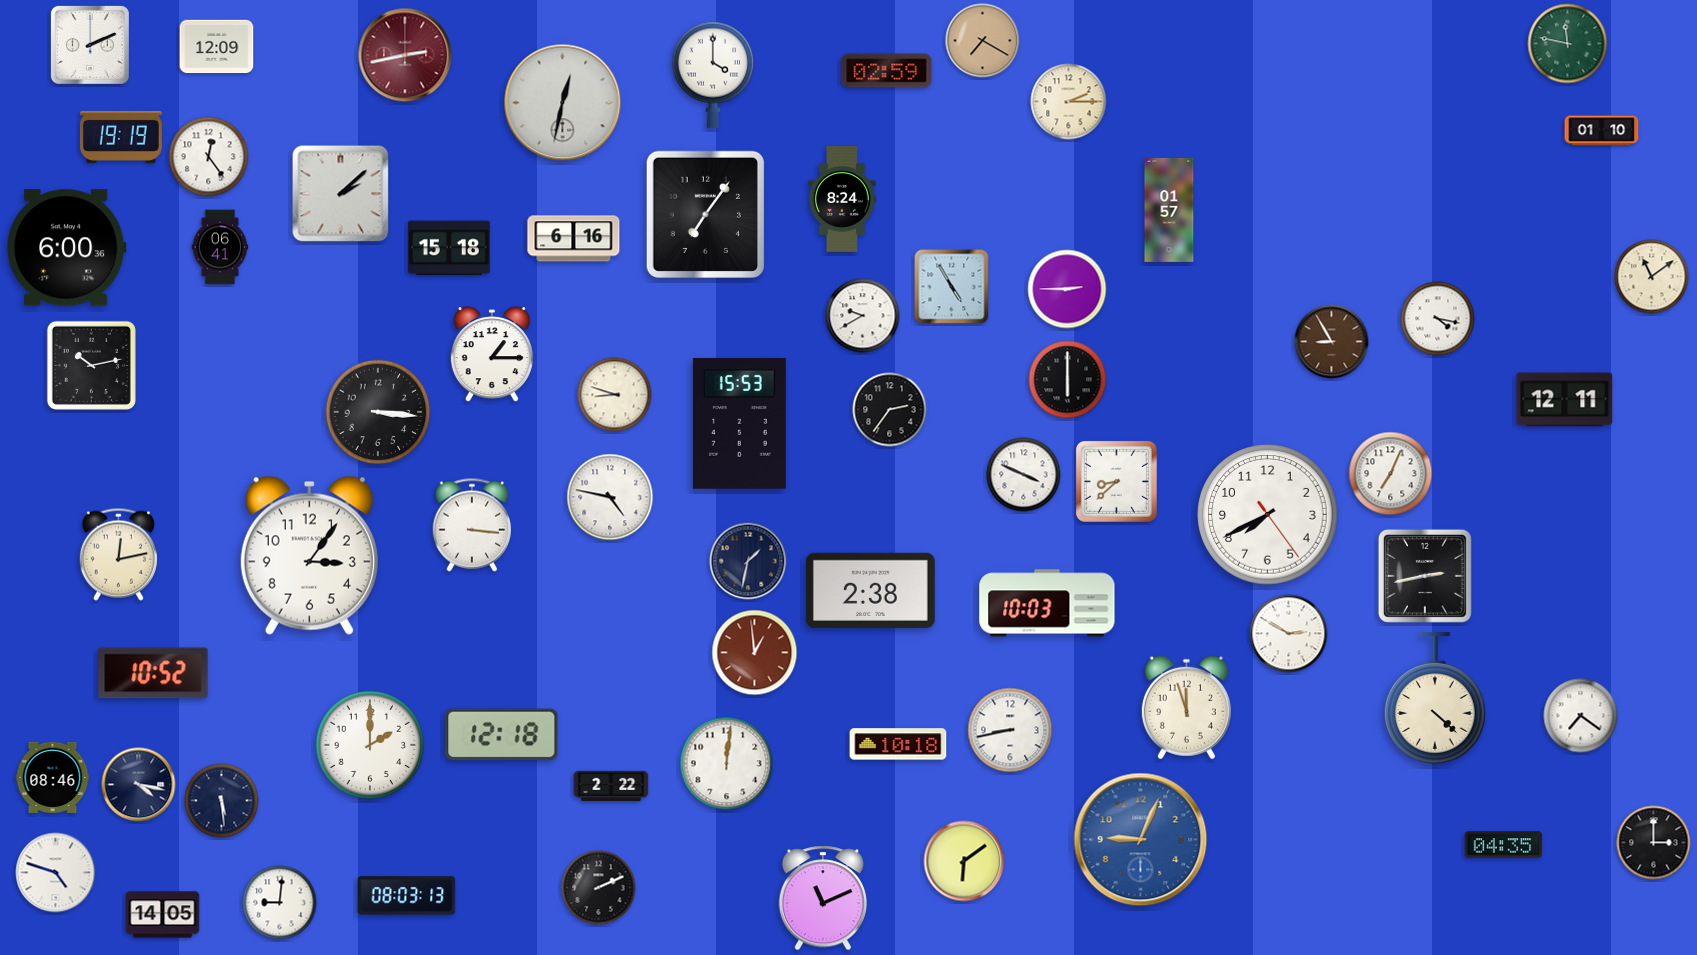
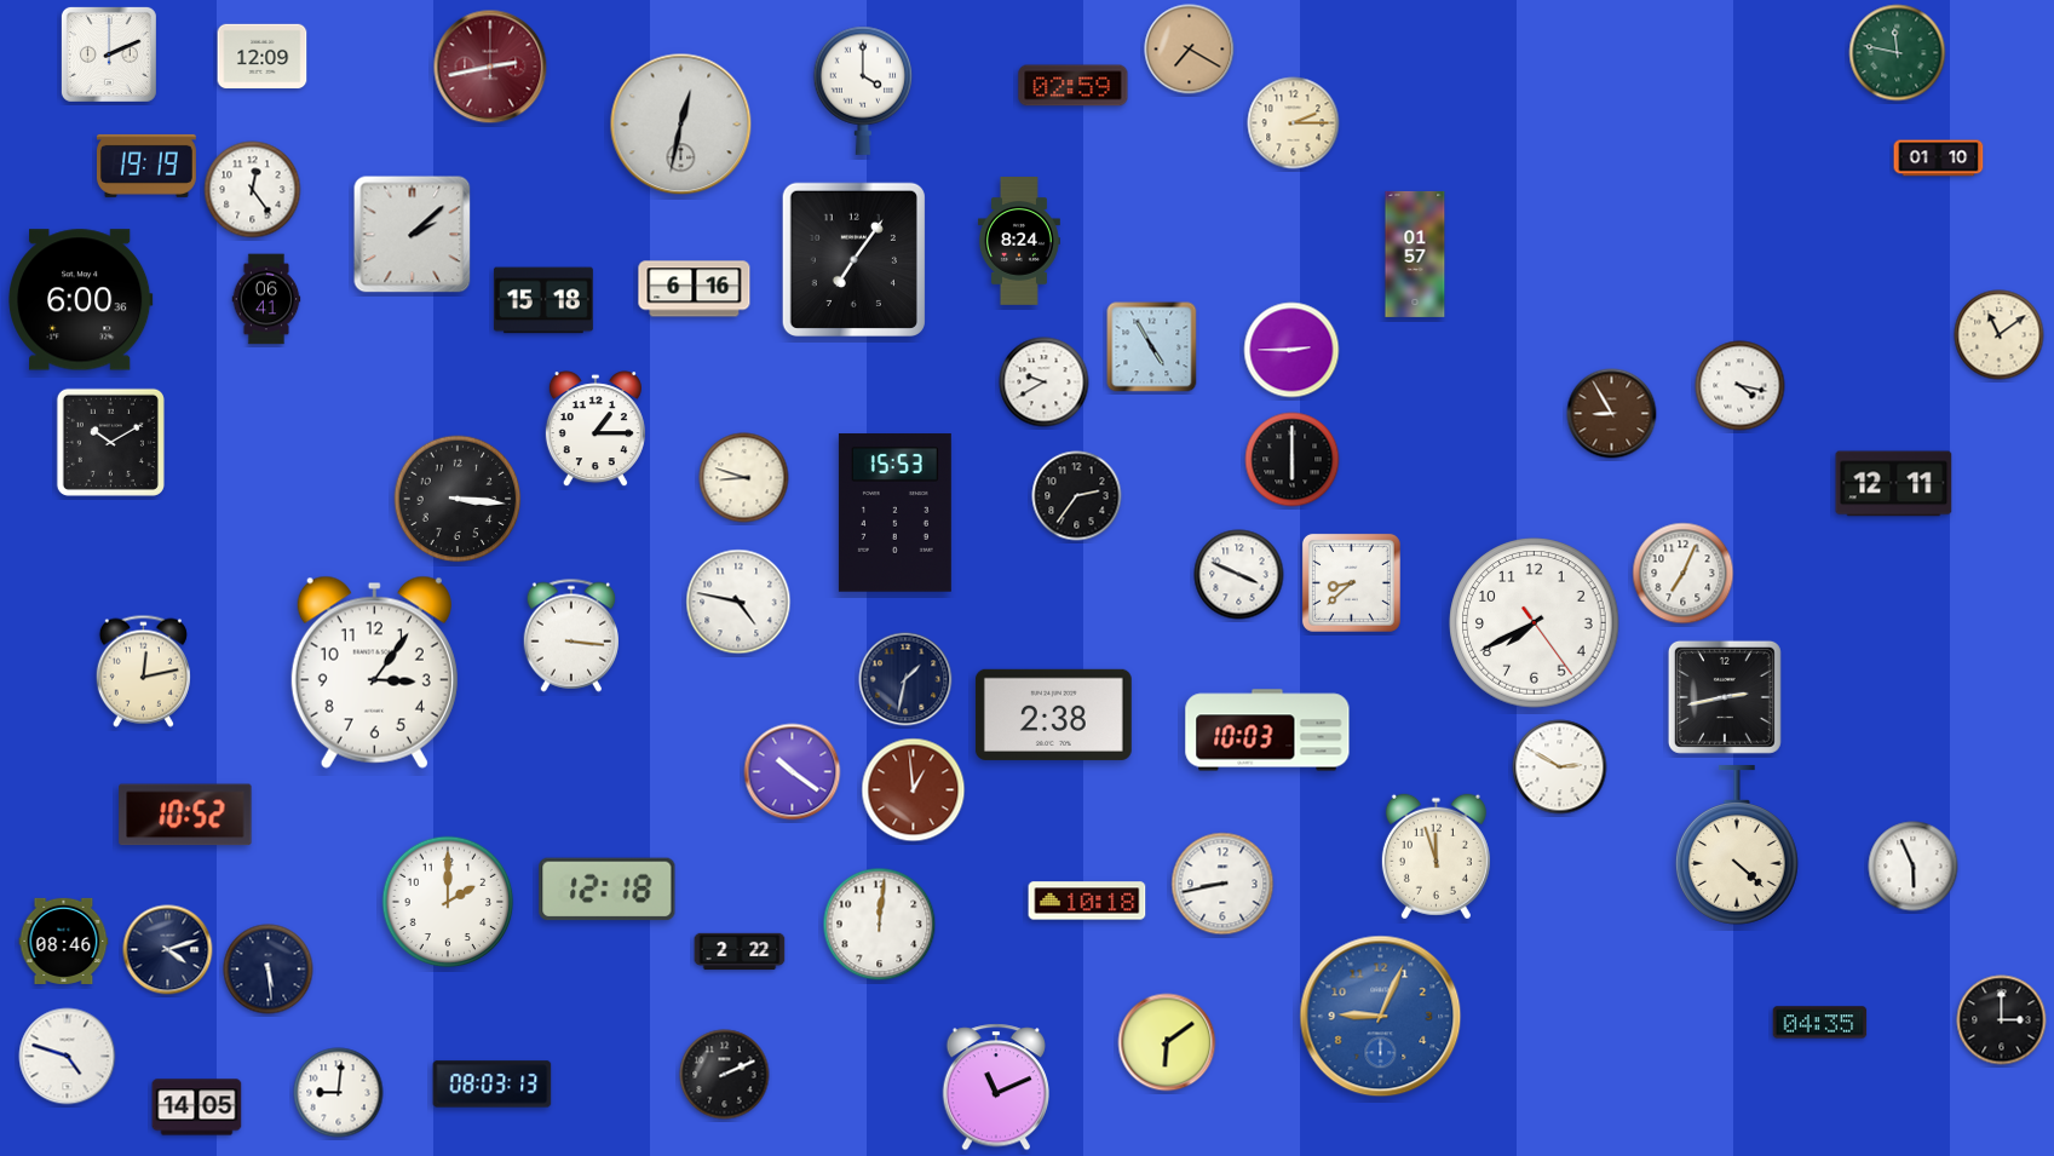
clock at (91, 365): 10:13 -> 10:10
clock at (793, 772): none -> 10:21
clock at (1581, 716): 7:21 -> 5:56
clock at (139, 785): 4:17 -> 4:12
